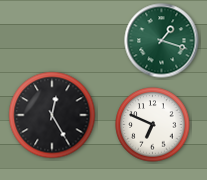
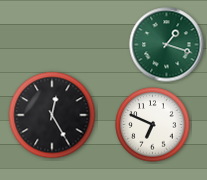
clock at (162, 41) position: (162, 41) -> (167, 45)
